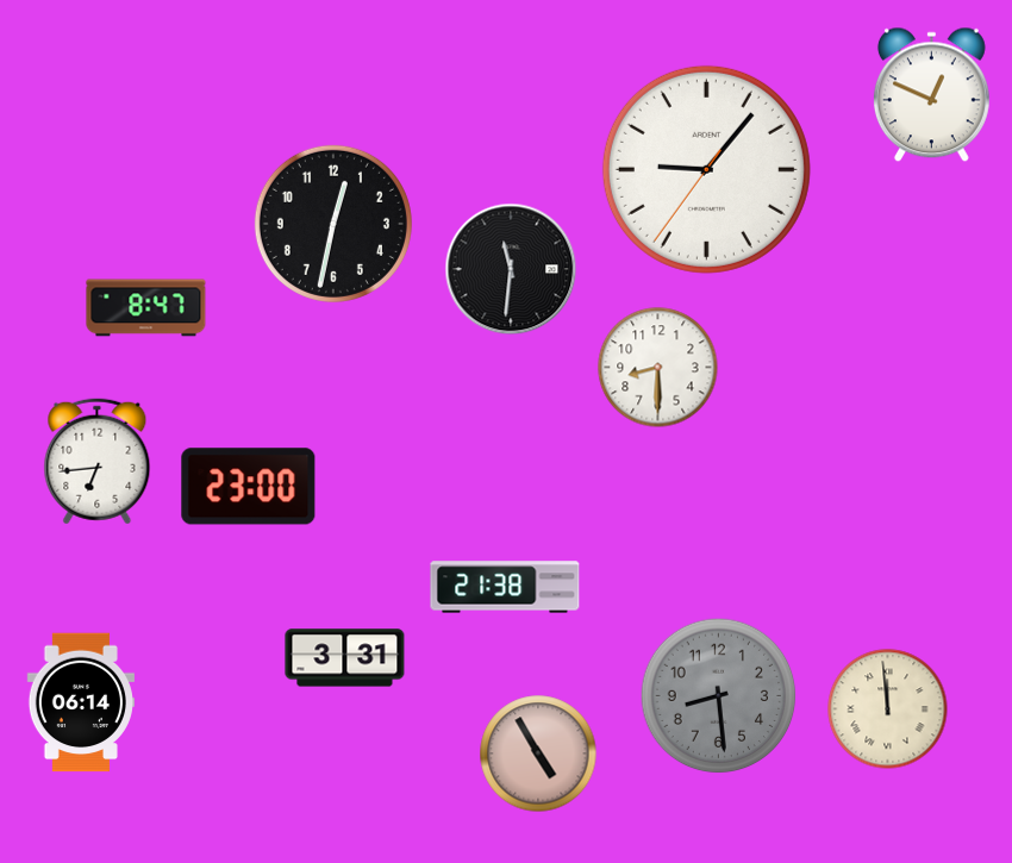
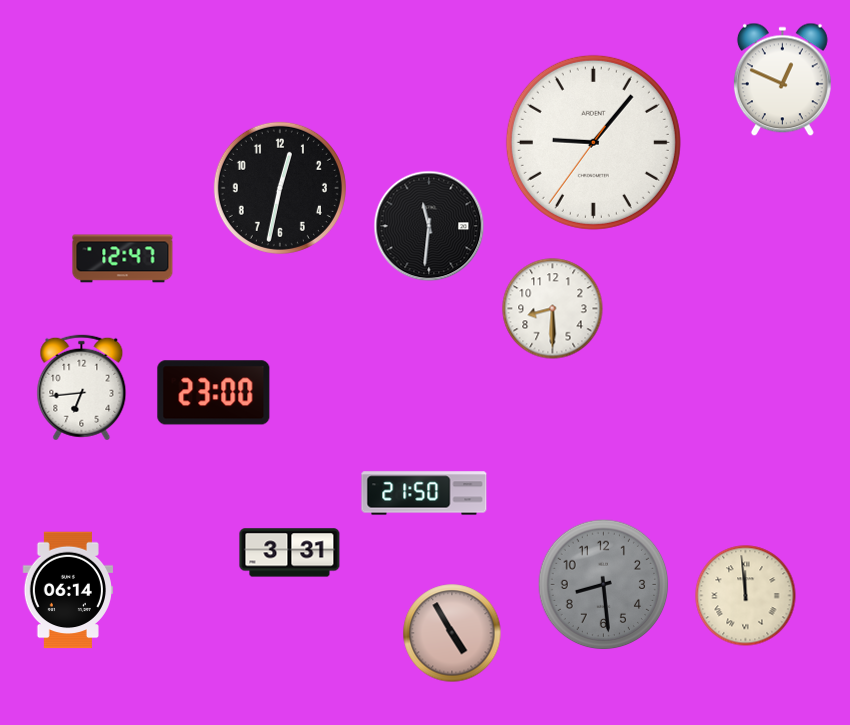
clock at (146, 308): 8:47 -> 12:47
clock at (249, 487) position: (249, 487) -> (214, 393)
clock at (505, 587): 21:38 -> 21:50
